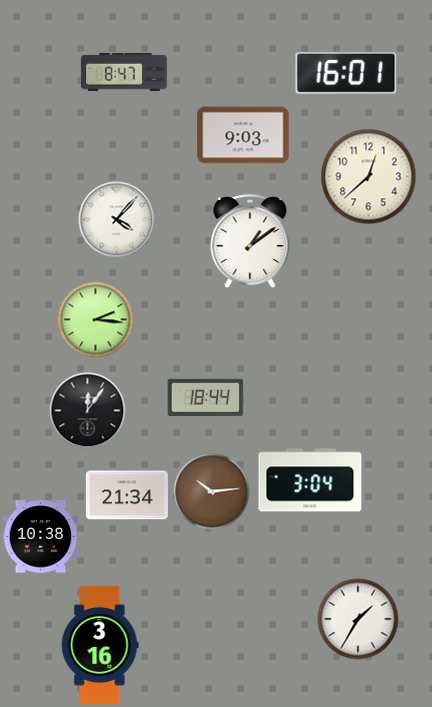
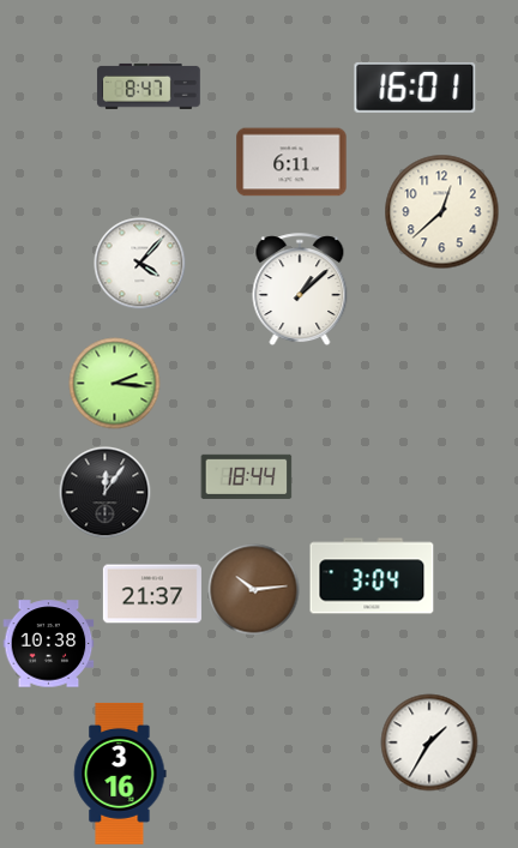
clock at (243, 135): 9:03 -> 6:11
clock at (250, 242): 1:09 -> 1:08
clock at (127, 495): 21:34 -> 21:37
